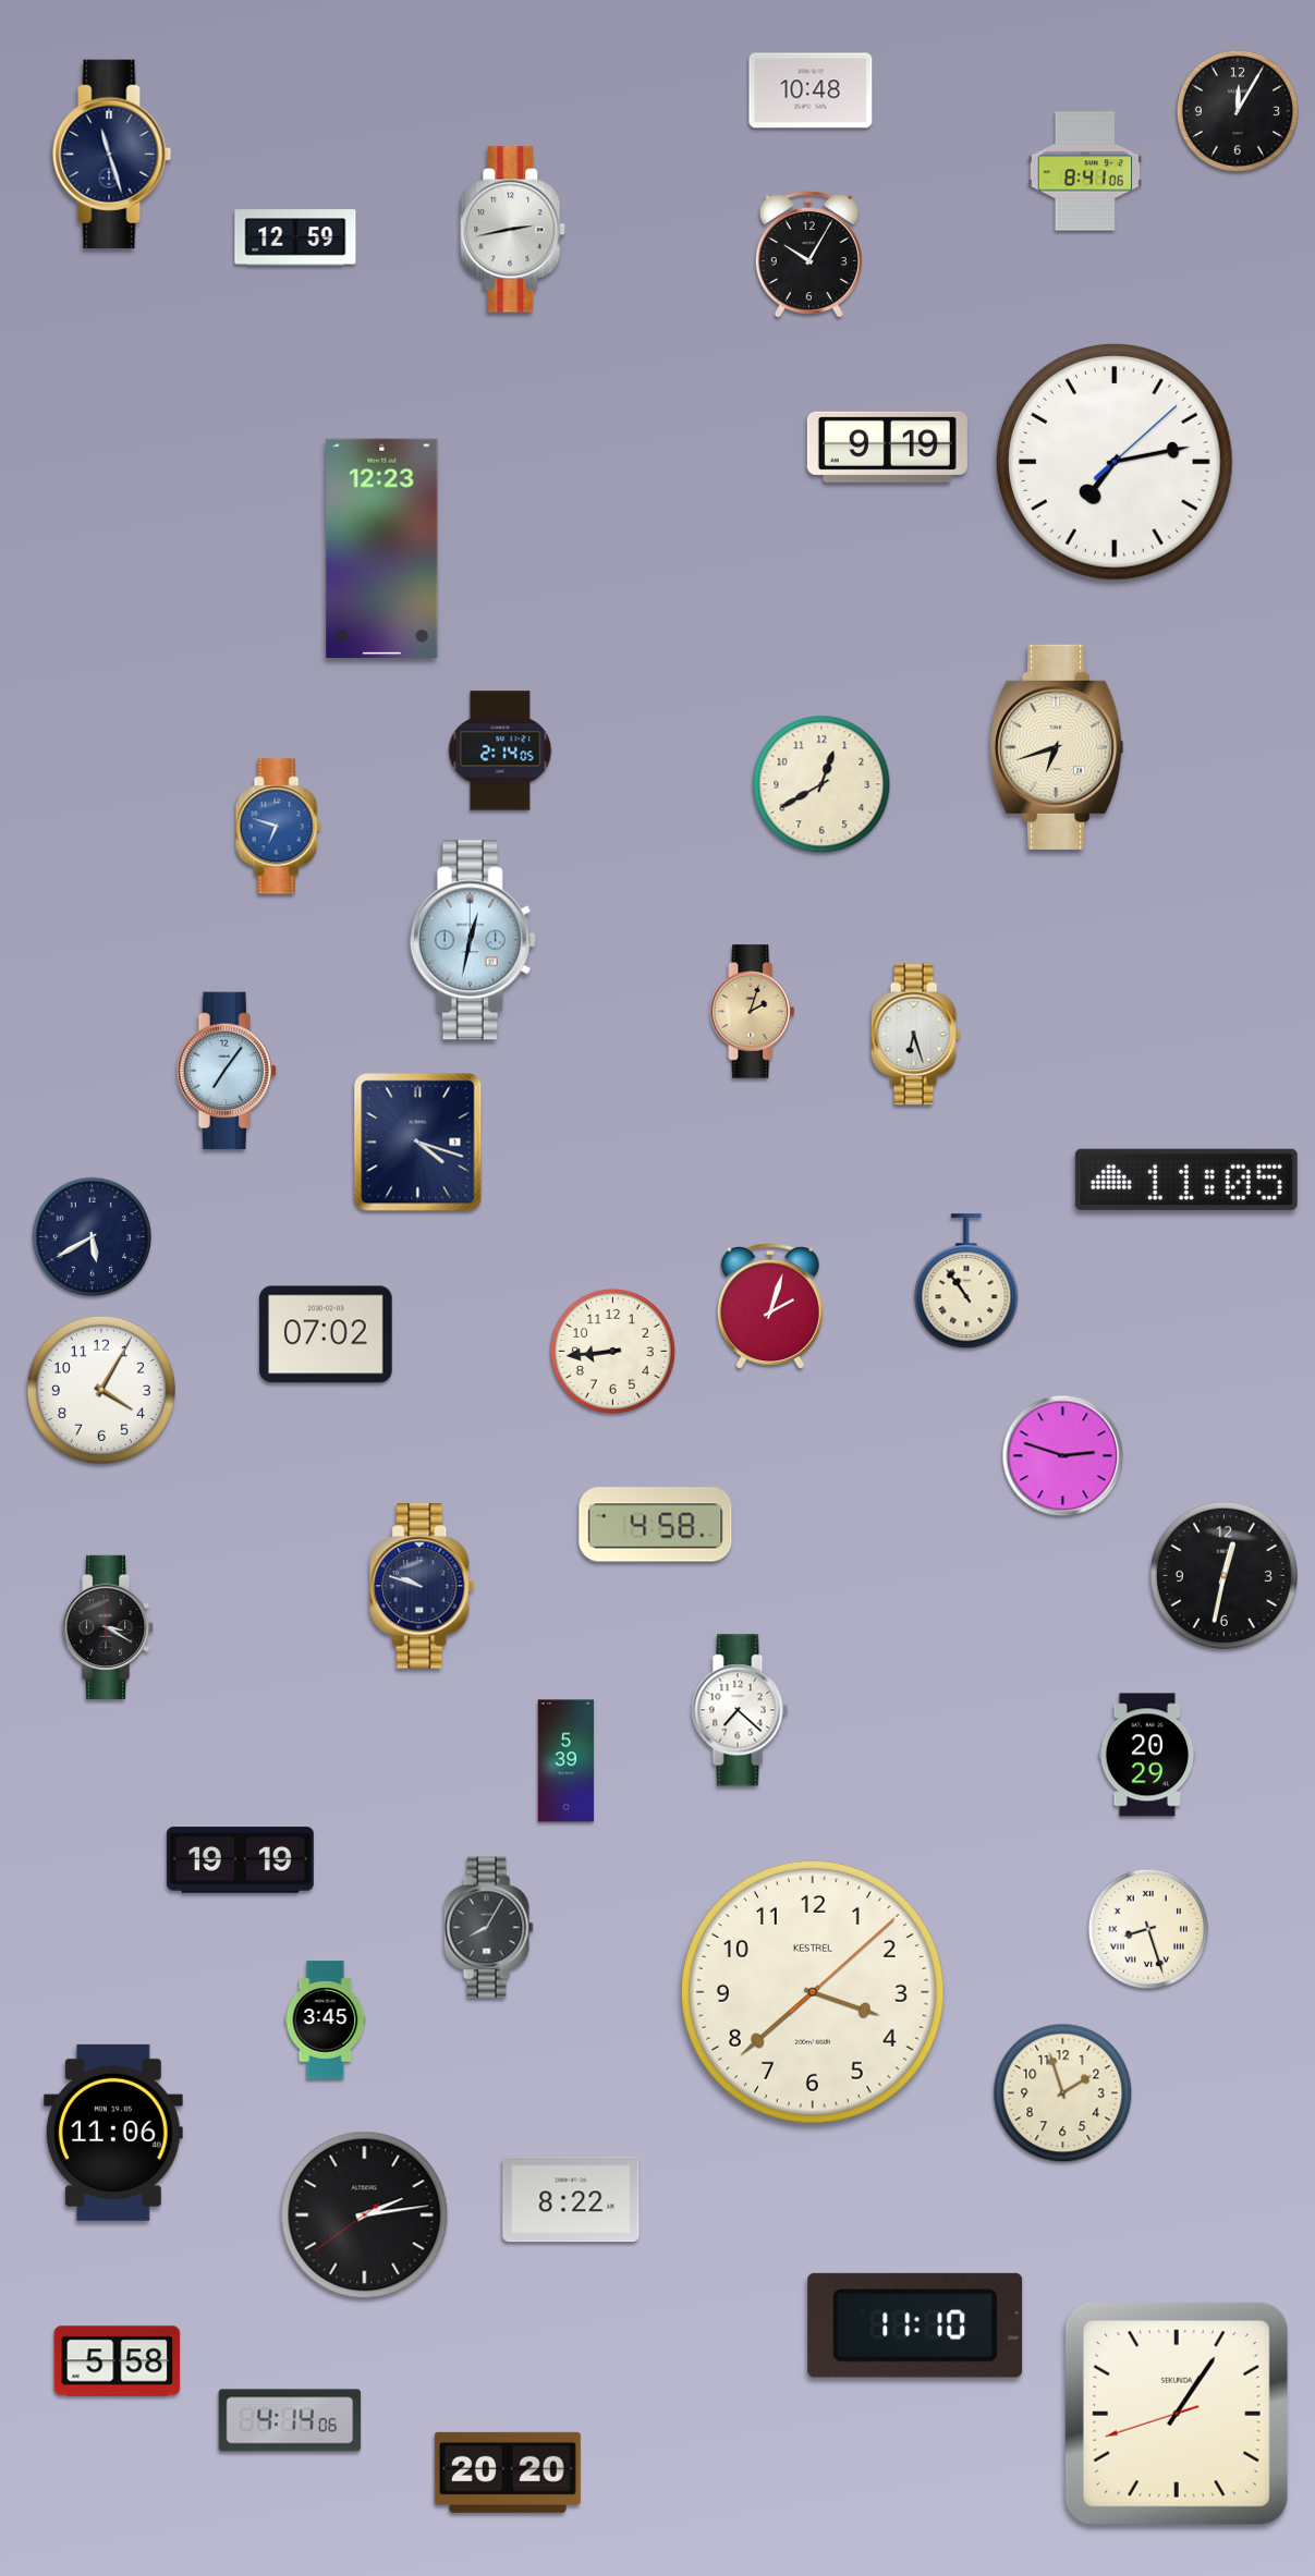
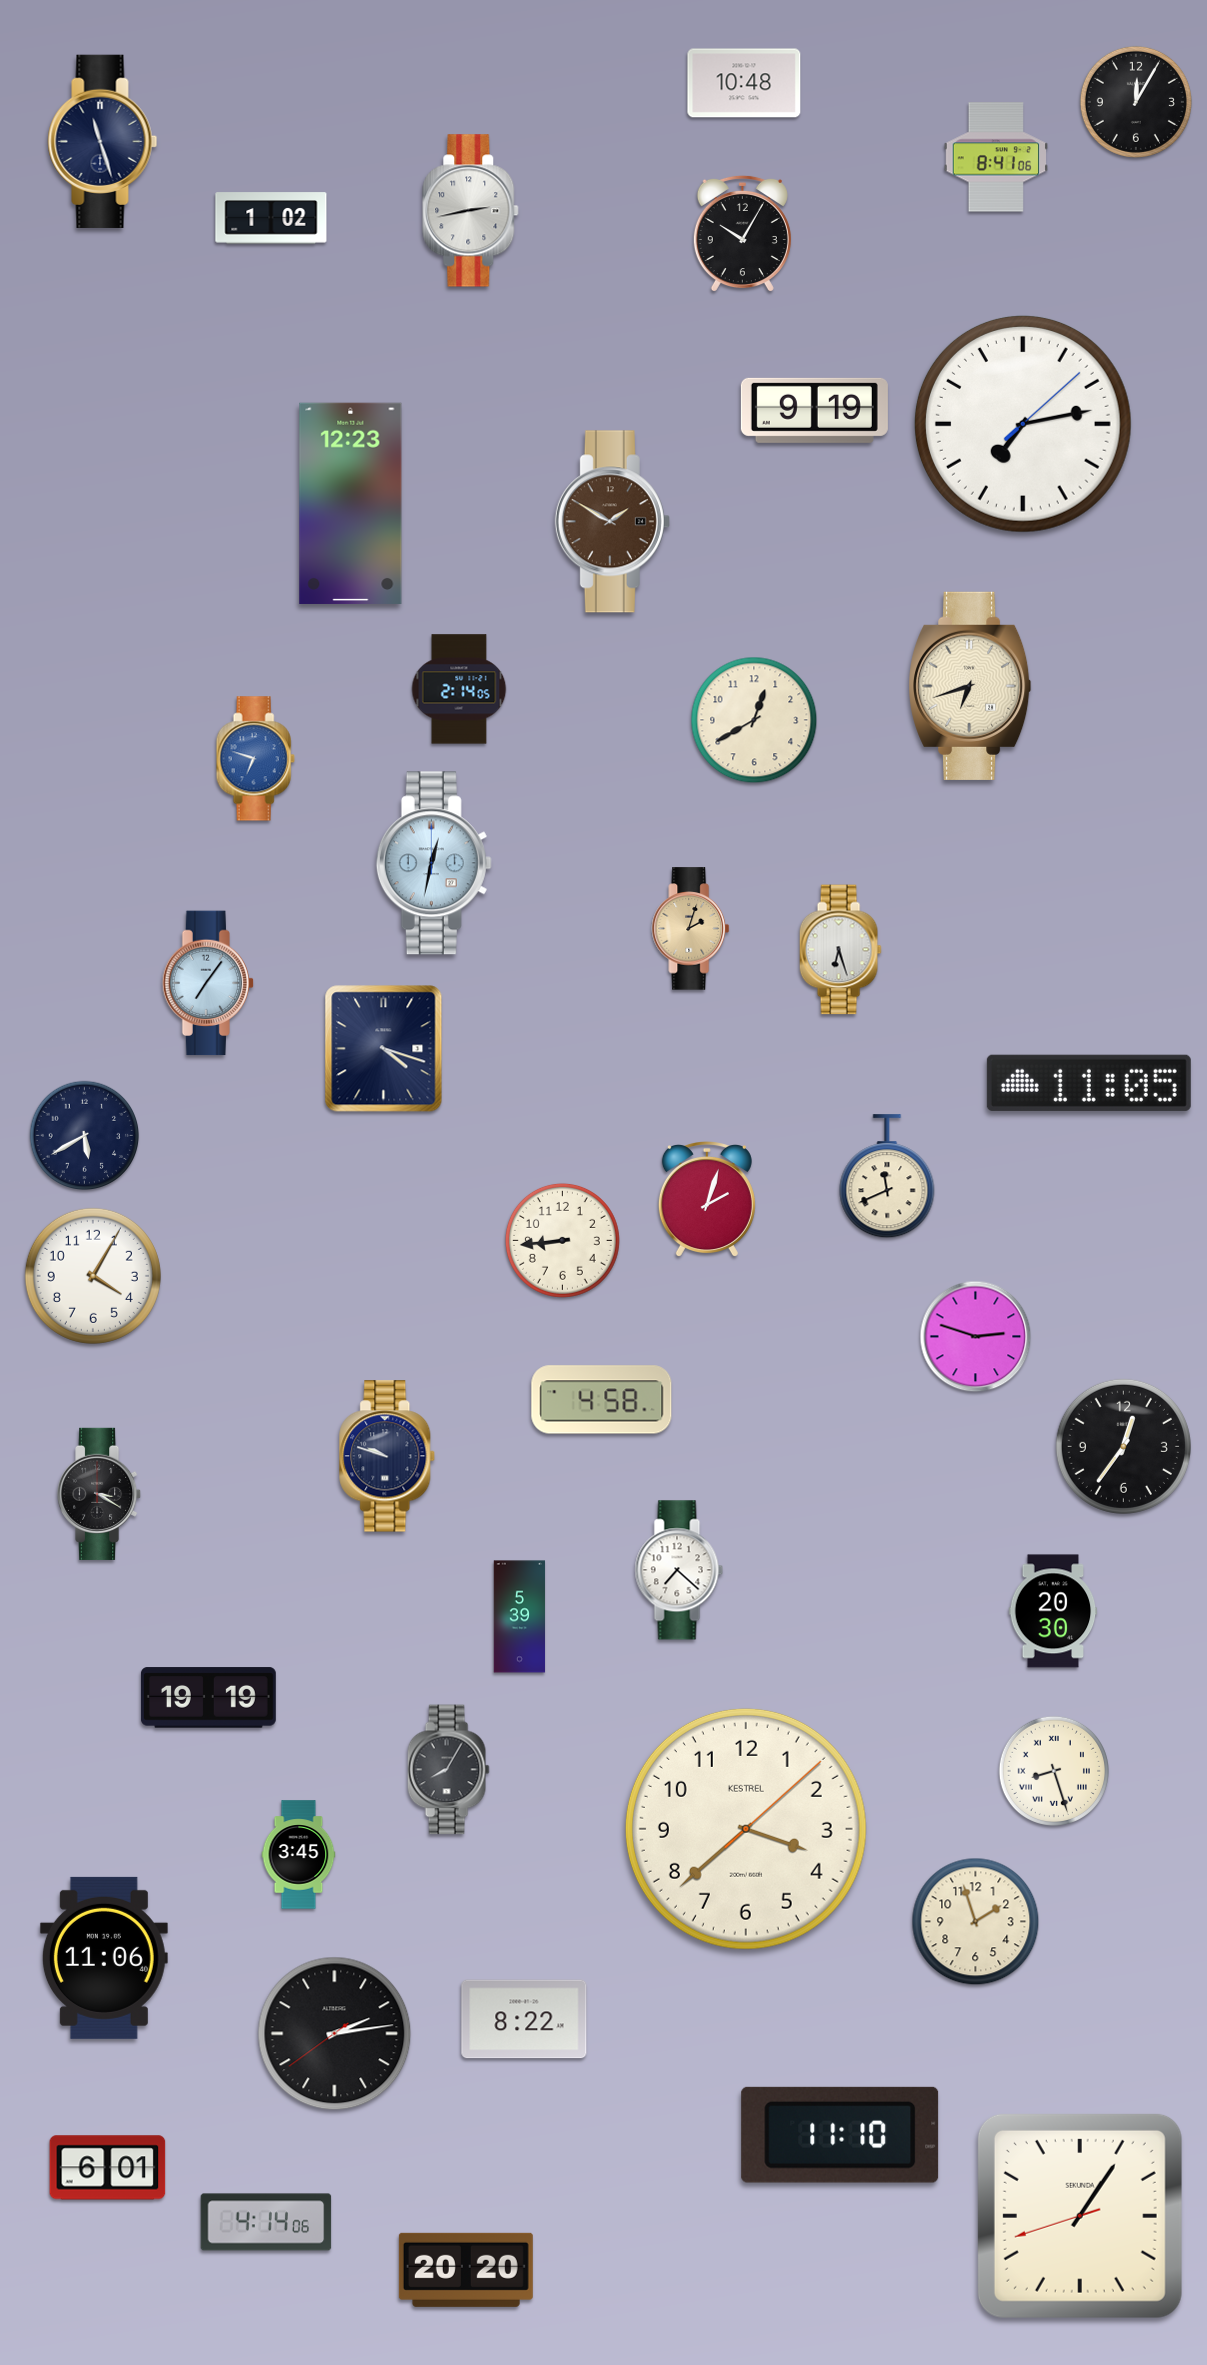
clock at (295, 237): 12:59 -> 1:02
clock at (612, 522): none -> 1:50
clock at (966, 1282): 10:54 -> 11:41
clock at (326, 1334): 07:02 -> none
clock at (1223, 1575): 12:32 -> 12:36
clock at (1147, 1755): 20:29 -> 20:30
clock at (241, 1860) position: (241, 1860) -> (209, 1698)
clock at (118, 2361): 5:58 -> 6:01
